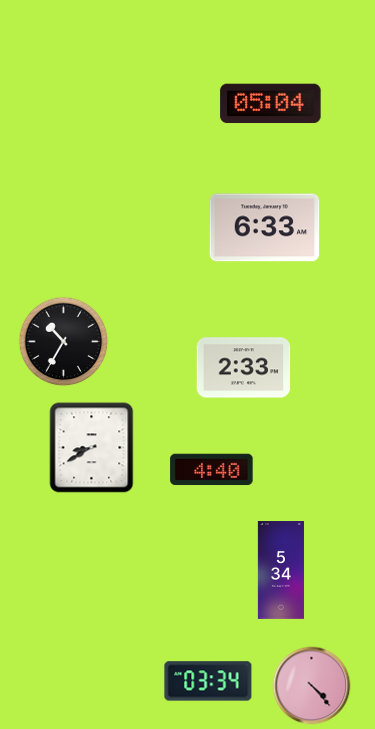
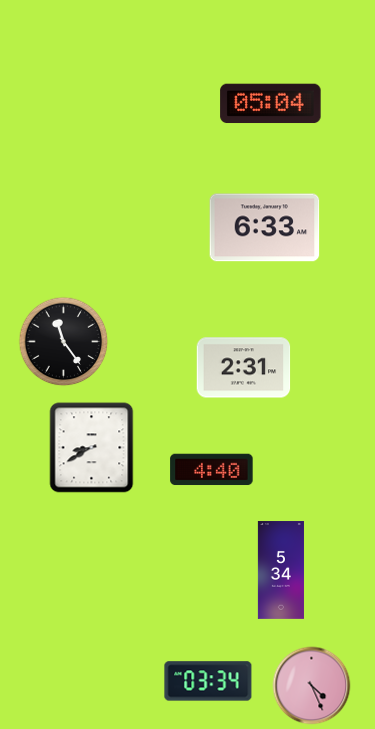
clock at (64, 342): 10:35 -> 11:24
clock at (244, 368): 2:33 -> 2:31
clock at (312, 686): 4:23 -> 4:26
